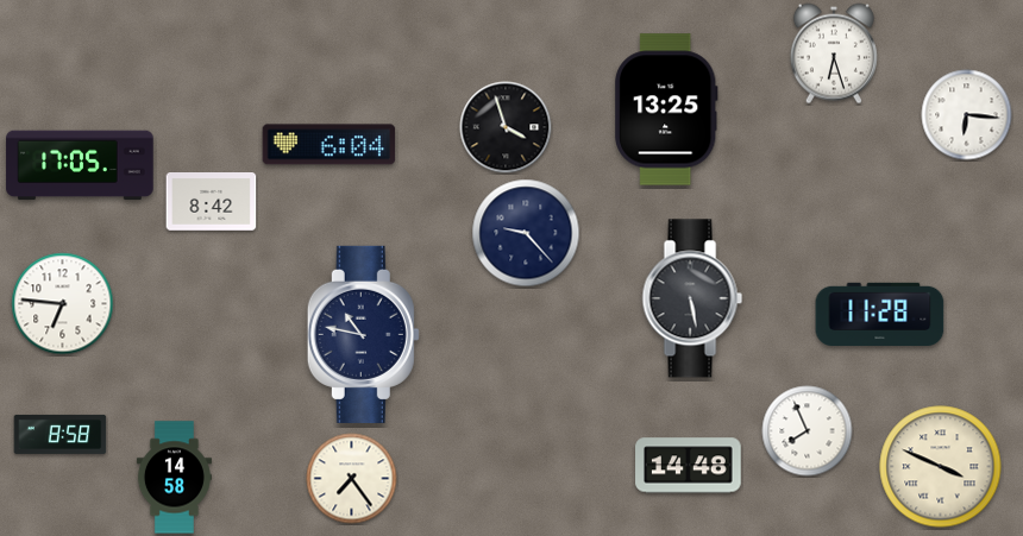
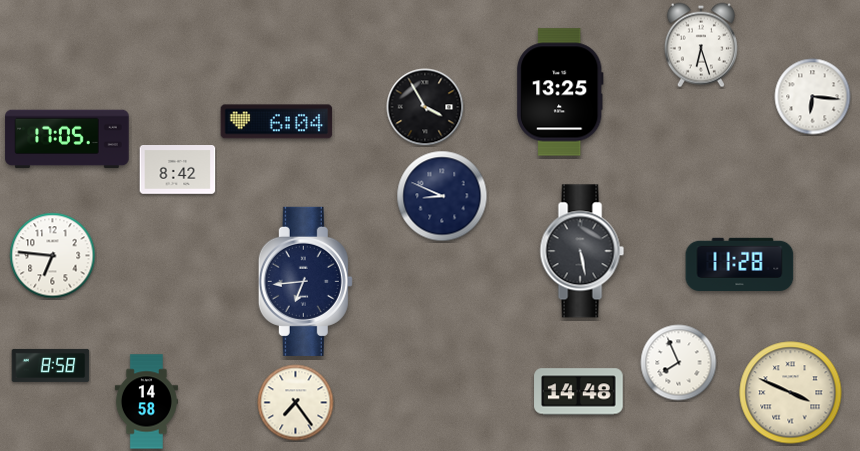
clock at (506, 127): 3:57 -> 3:55
clock at (526, 233): 9:23 -> 8:49
clock at (363, 334): 10:47 -> 6:44
